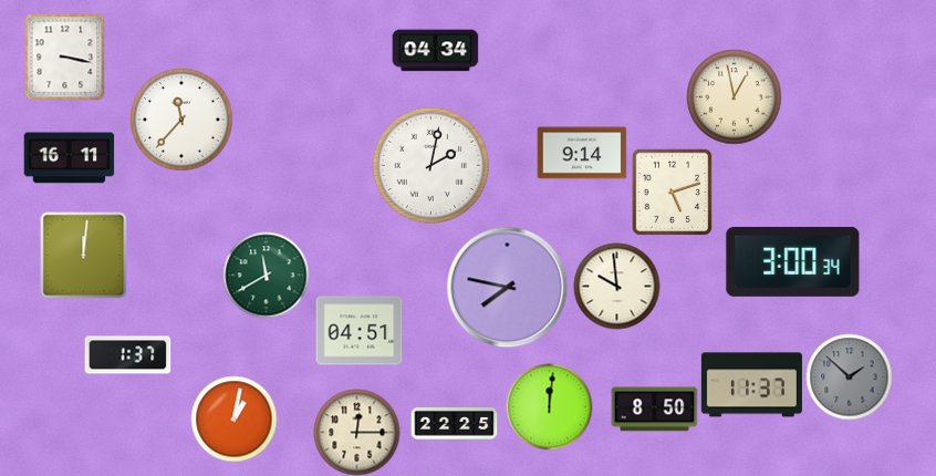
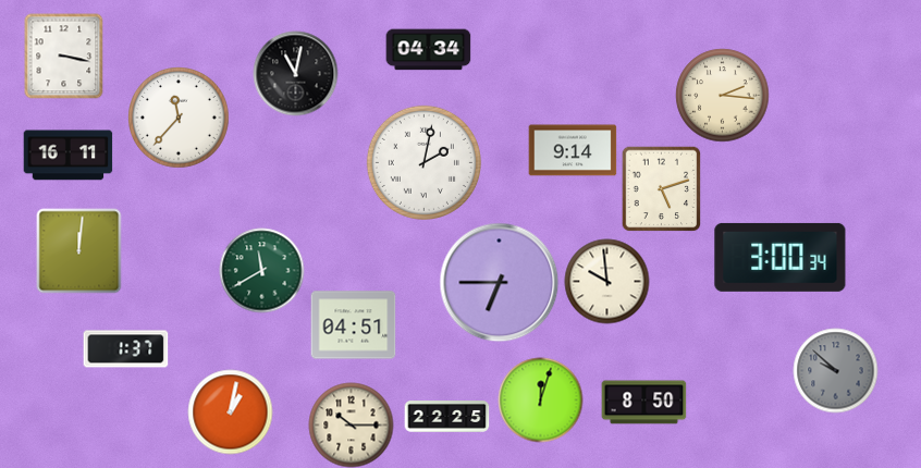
clock at (295, 73): none -> 11:02
clock at (734, 96): 12:58 -> 2:16
clock at (83, 255) position: (83, 255) -> (78, 250)
clock at (507, 287): 7:47 -> 6:45
clock at (849, 376): 1:52 -> 9:52
clock at (751, 385): 11:37 -> none
clock at (549, 406): 12:01 -> 12:03
clock at (356, 432): 12:15 -> 10:15
